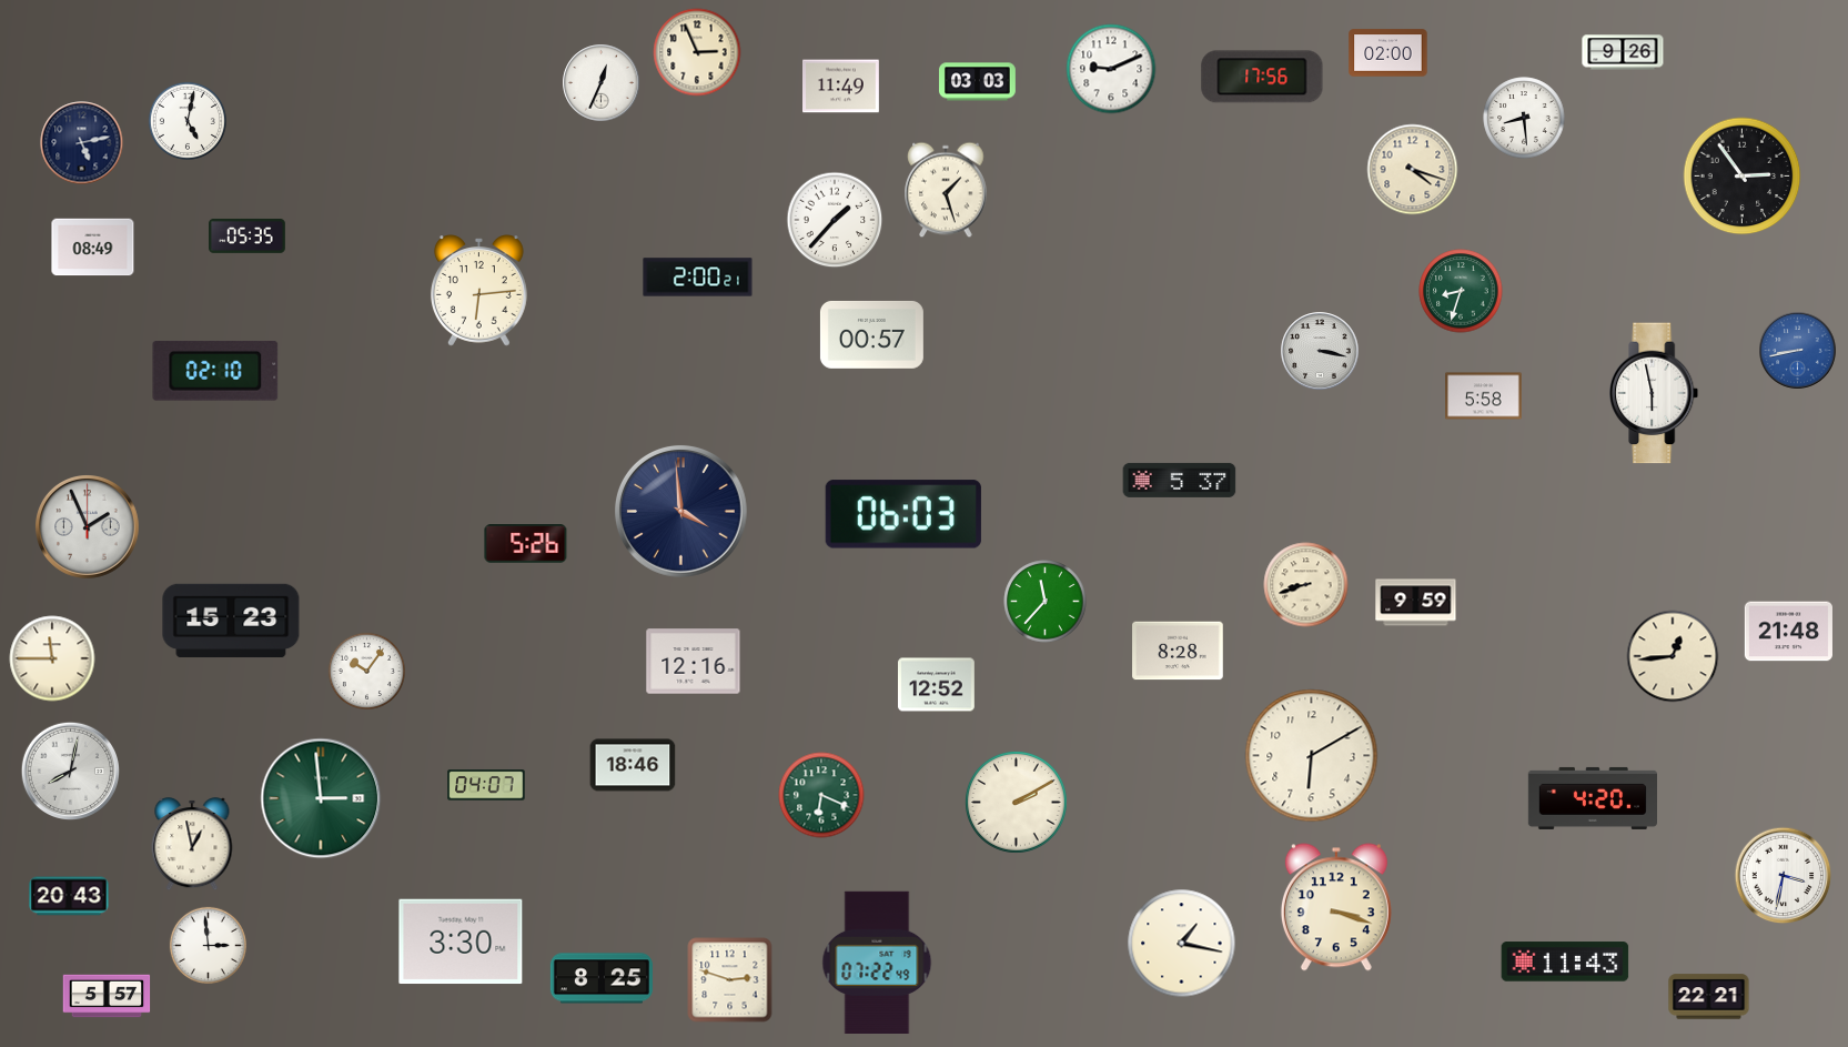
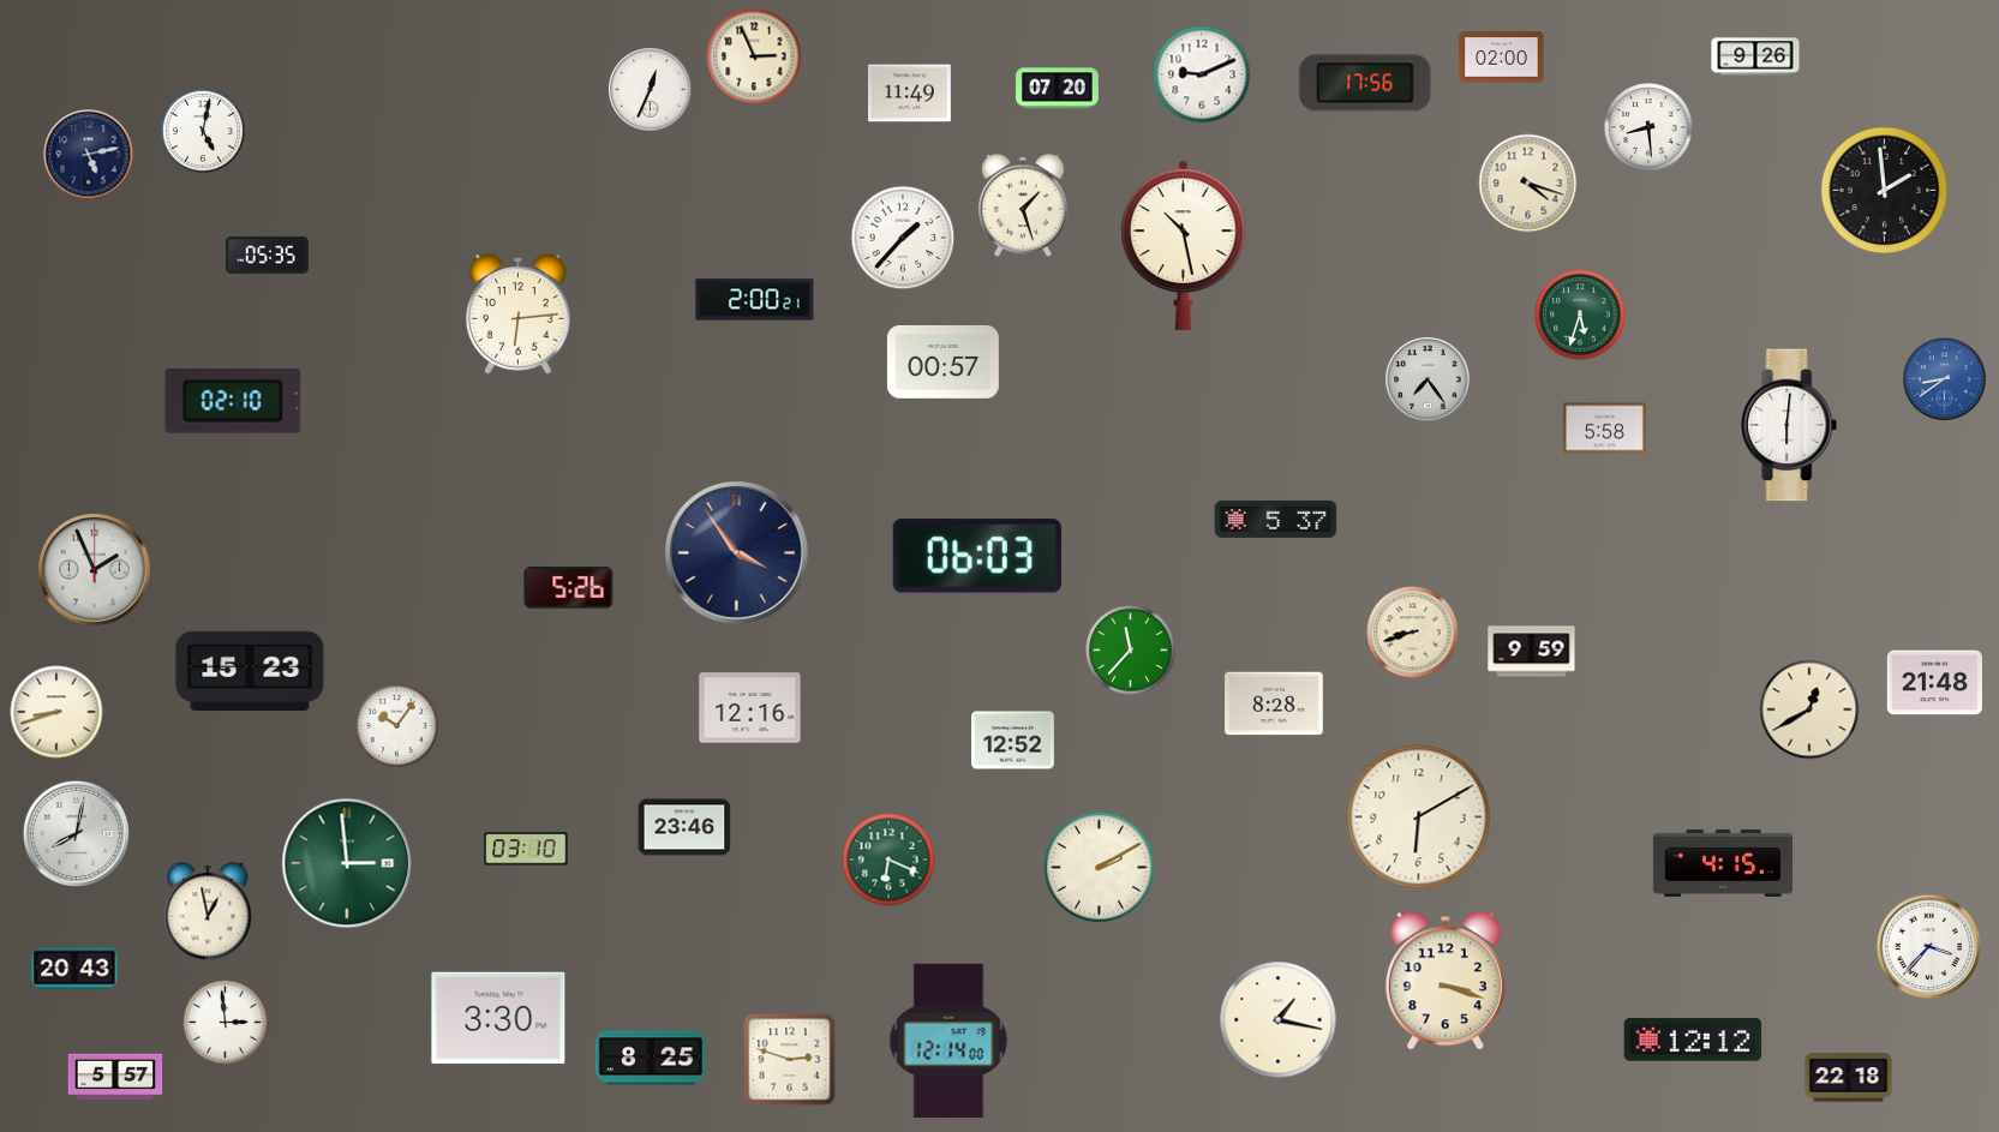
clock at (978, 82): 03:03 -> 07:20
clock at (1743, 177): 2:54 -> 1:59
clock at (1183, 245): none -> 10:28
clock at (93, 248): 08:49 -> none
clock at (1461, 291): 8:33 -> 5:33
clock at (1320, 351): 3:17 -> 7:24
clock at (1798, 351): 8:43 -> 8:39
clock at (1655, 393): 5:58 -> 6:01
clock at (680, 511): 3:59 -> 3:54
clock at (1673, 656): 12:44 -> 12:40
clock at (52, 658): 11:45 -> 8:42
clock at (694, 662) position: (694, 662) -> (750, 708)
clock at (633, 765): 18:46 -> 23:46
clock at (486, 785): 04:07 -> 03:10
clock at (1592, 798): 4:20 -> 4:15
clock at (1784, 876): 3:32 -> 3:37
clock at (877, 962): 07:22 -> 12:14
clock at (1565, 962): 11:43 -> 12:12
clock at (1709, 997): 22:21 -> 22:18
